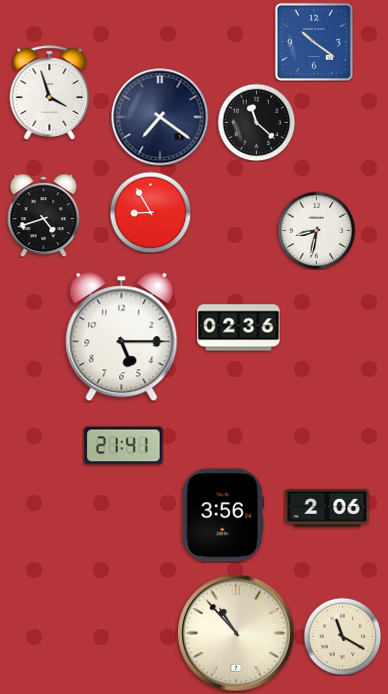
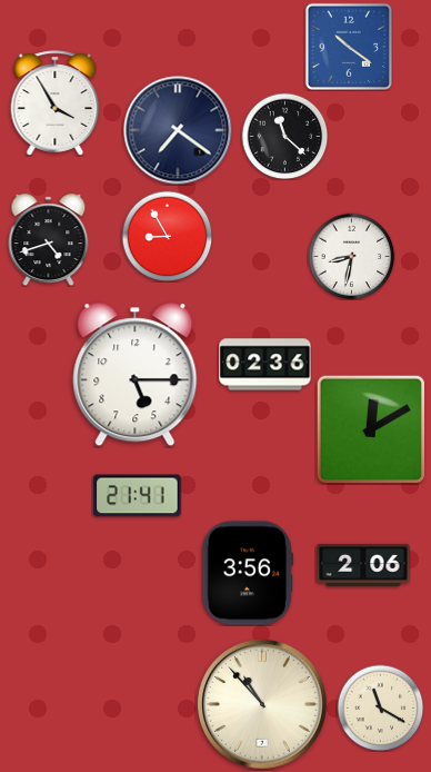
clock at (50, 93): 3:57 -> 3:55
clock at (371, 429): none -> 12:10
